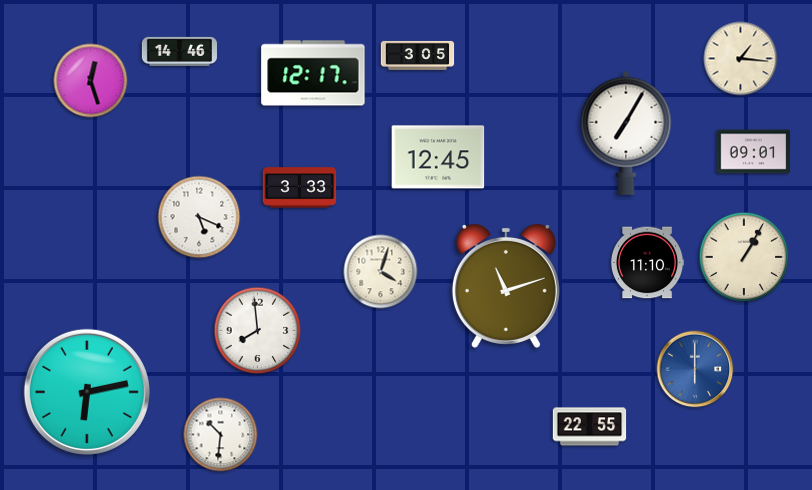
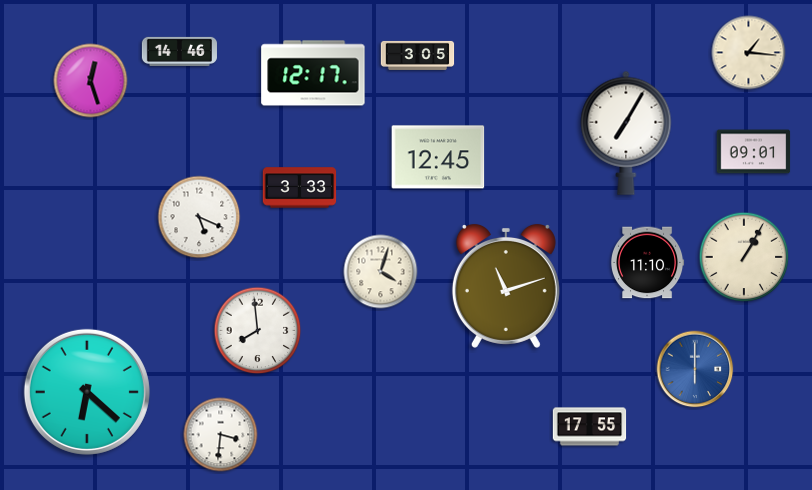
clock at (741, 59) position: (741, 59) -> (749, 53)
clock at (87, 392): 6:13 -> 6:22
clock at (590, 427): 22:55 -> 17:55
clock at (221, 435): 10:31 -> 3:31
